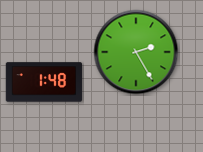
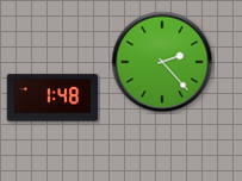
clock at (136, 52): 2:25 -> 2:23
